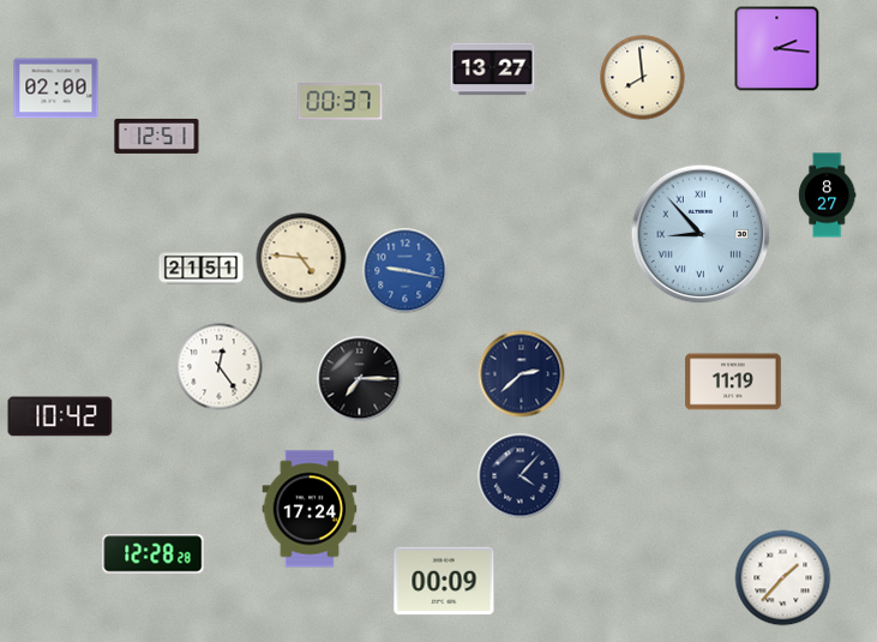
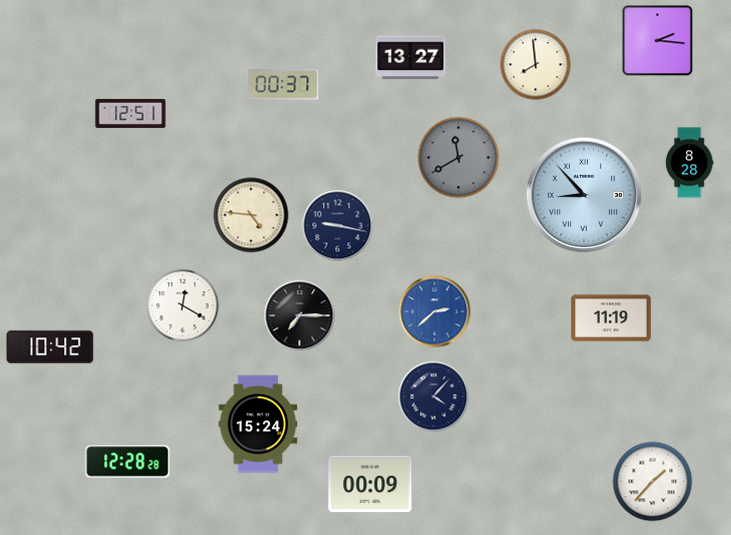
clock at (777, 49) position: (777, 49) -> (658, 41)
clock at (56, 89): 02:00 -> none
clock at (459, 158): none -> 11:40
clock at (828, 196): 8:27 -> 8:28
clock at (202, 269): 21:51 -> none
clock at (406, 271) dial: blue -> navy
clock at (220, 367): 12:24 -> 12:20
clock at (522, 374) dial: navy -> blue
clock at (310, 509): 17:24 -> 15:24
